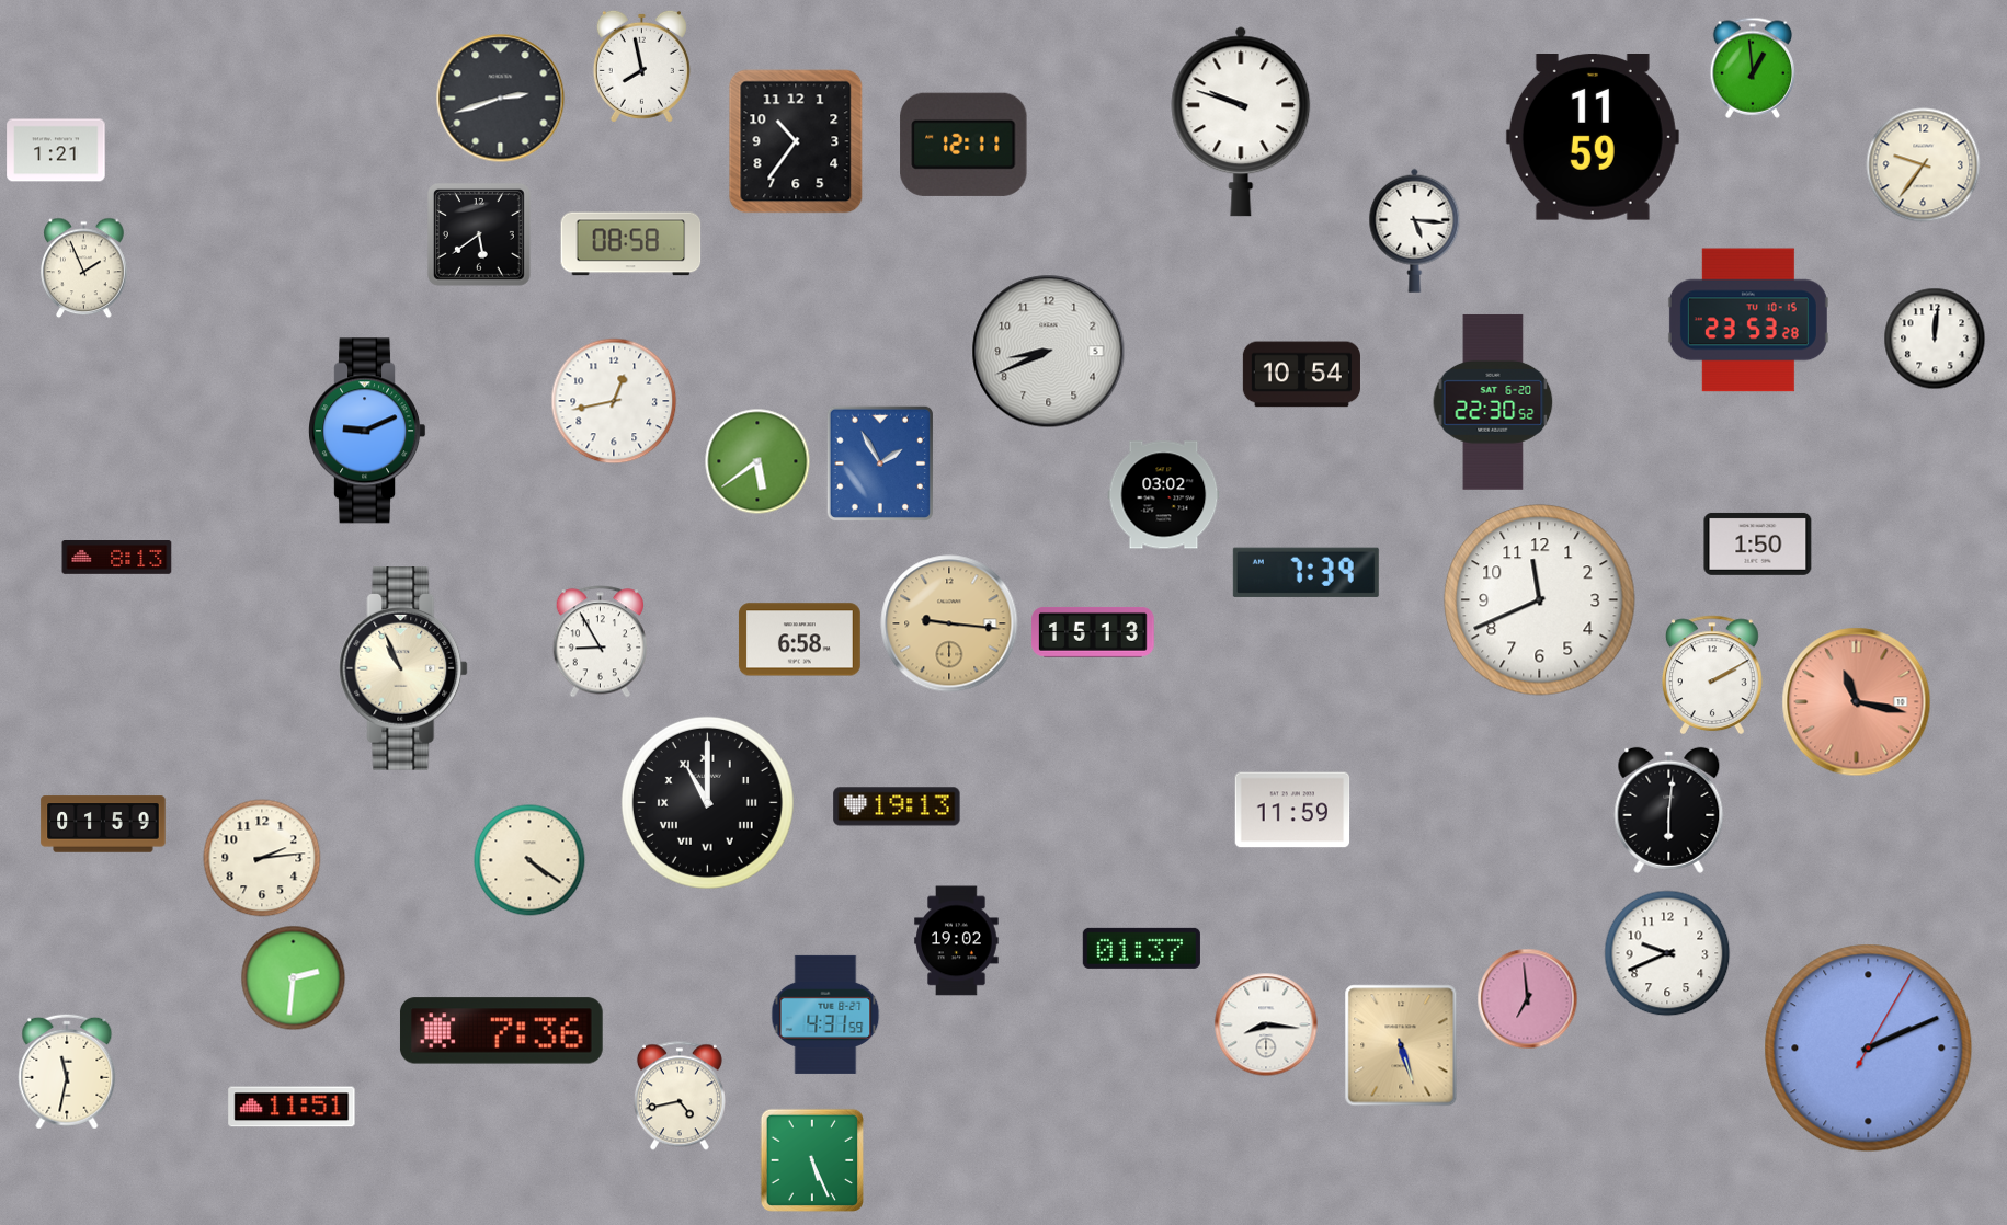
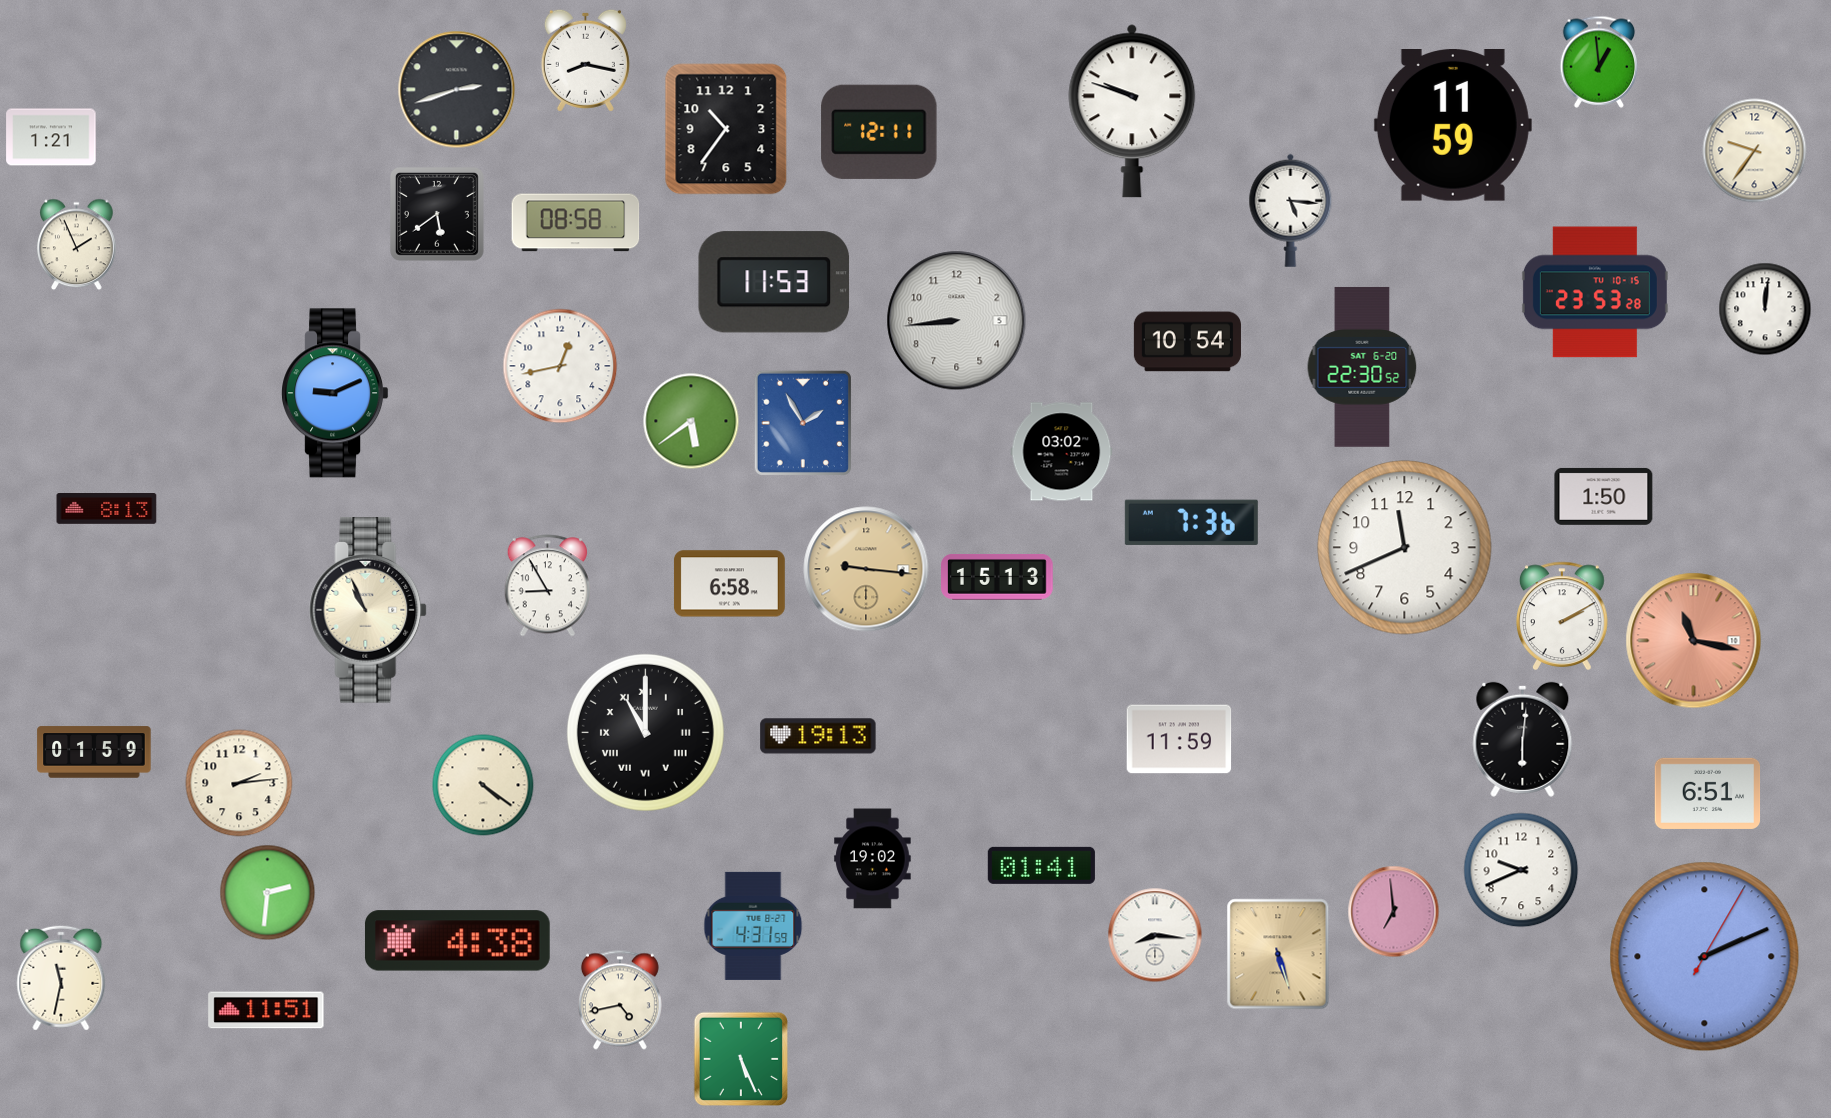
clock at (641, 66): 7:58 -> 8:17
clock at (774, 282): none -> 11:53
clock at (1049, 352): 8:41 -> 8:44
clock at (1305, 572): 7:39 -> 7:36
clock at (1708, 793): none -> 6:51
clock at (1141, 948): 01:37 -> 01:41
clock at (501, 1031): 7:36 -> 4:38
